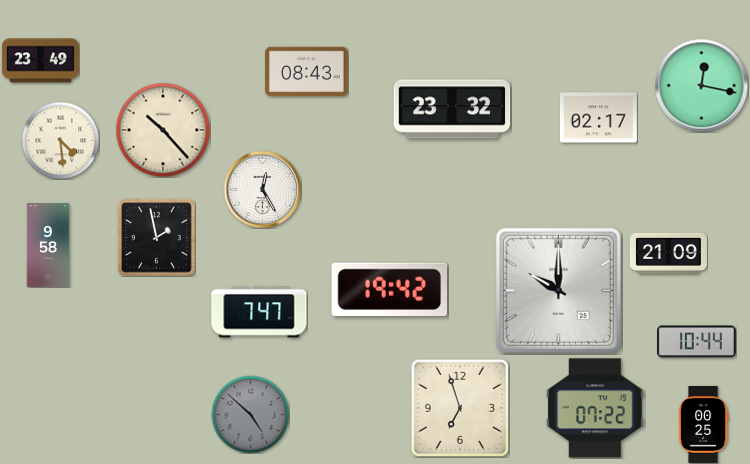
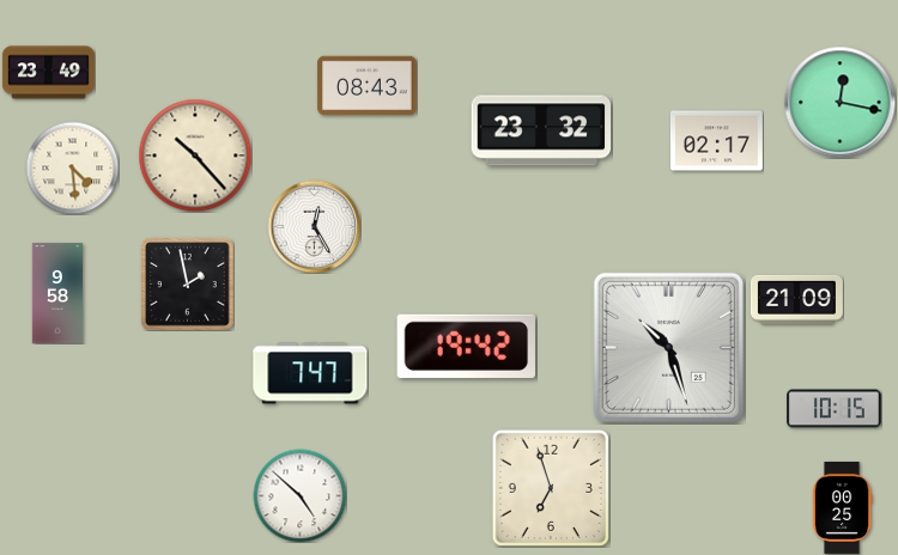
clock at (668, 253) position: (668, 253) -> (796, 299)
clock at (558, 290): 10:00 -> 10:27
clock at (697, 342): 10:44 -> 10:15
clock at (595, 408): 07:22 -> none
clock at (250, 414) dial: grey -> white
